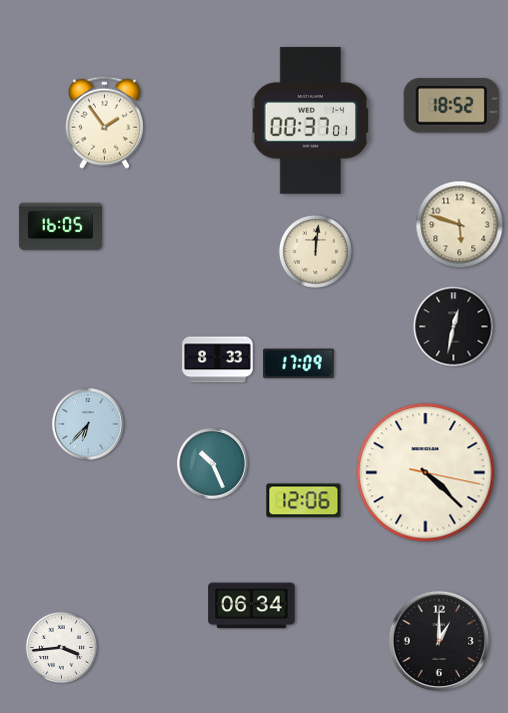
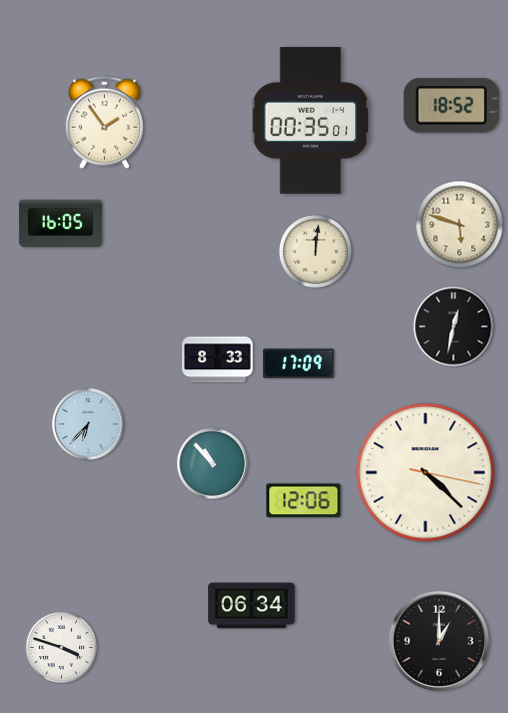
clock at (311, 121): 00:37 -> 00:35
clock at (60, 227) position: (60, 227) -> (60, 224)
clock at (213, 464): 10:26 -> 10:53
clock at (61, 647): 3:44 -> 3:48
